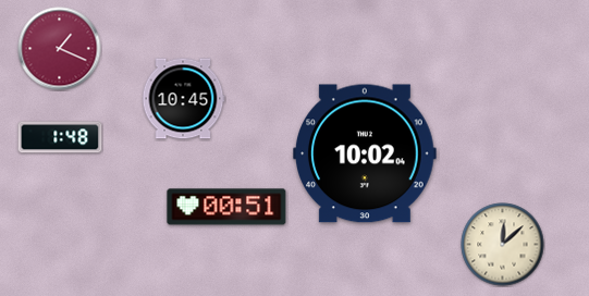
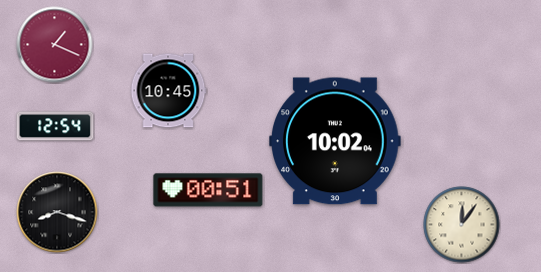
clock at (60, 137): 1:48 -> 12:54
clock at (57, 212): none -> 8:18
clock at (503, 245): 12:08 -> 12:06
